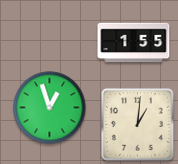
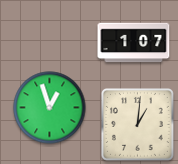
clock at (134, 43): 1:55 -> 1:07
